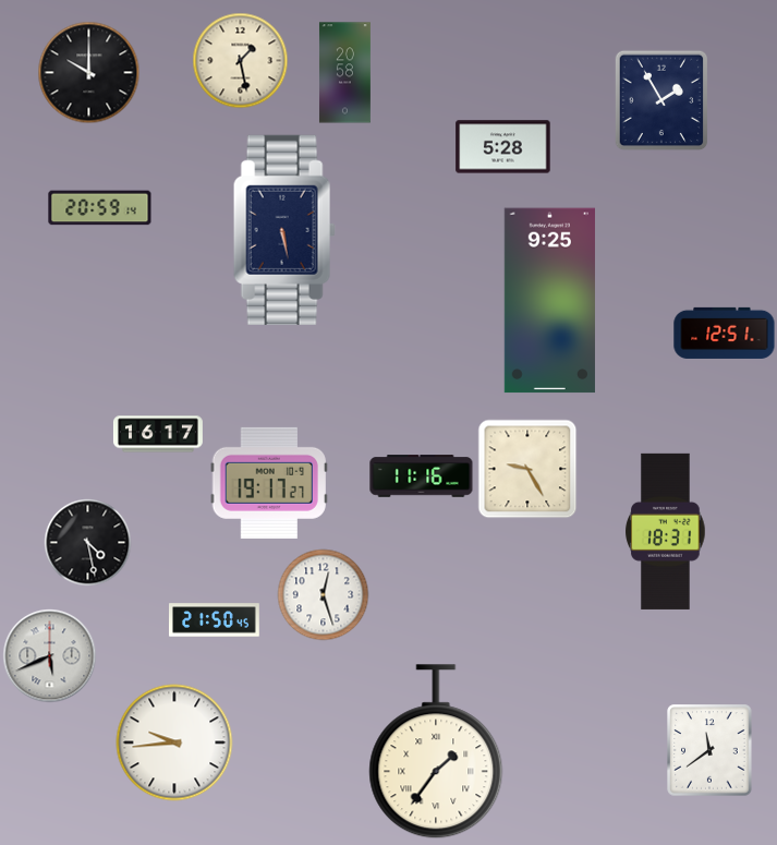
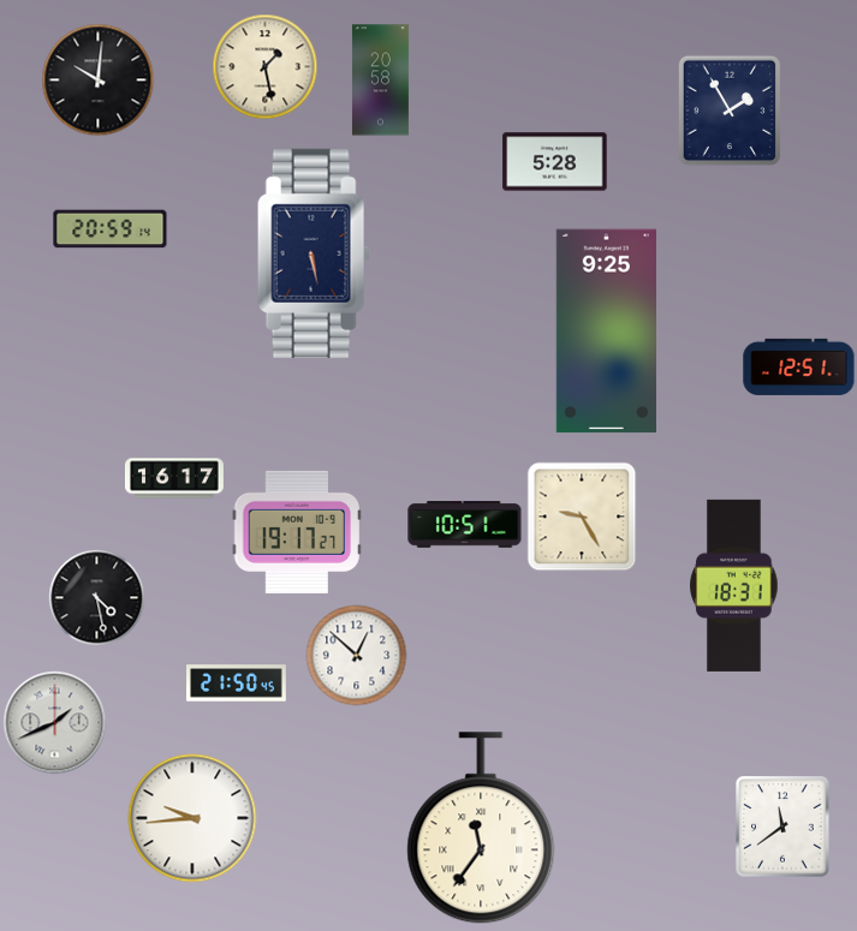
clock at (89, 73): 10:00 -> 10:01
clock at (422, 476): 11:16 -> 10:51
clock at (324, 595): 12:27 -> 12:52
clock at (50, 656): 5:41 -> 1:41
clock at (436, 752): 1:36 -> 11:36
